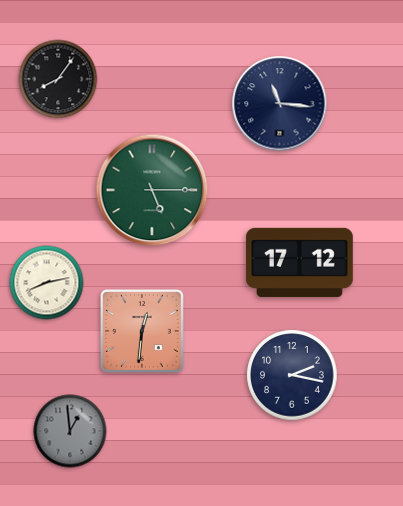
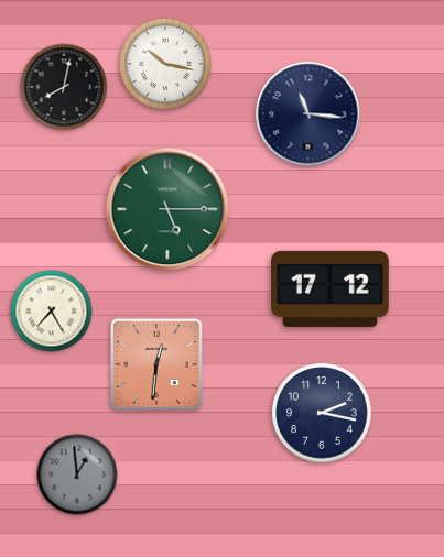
clock at (165, 64): none -> 10:17
clock at (58, 79): 8:06 -> 8:02
clock at (47, 283): 8:13 -> 7:25
